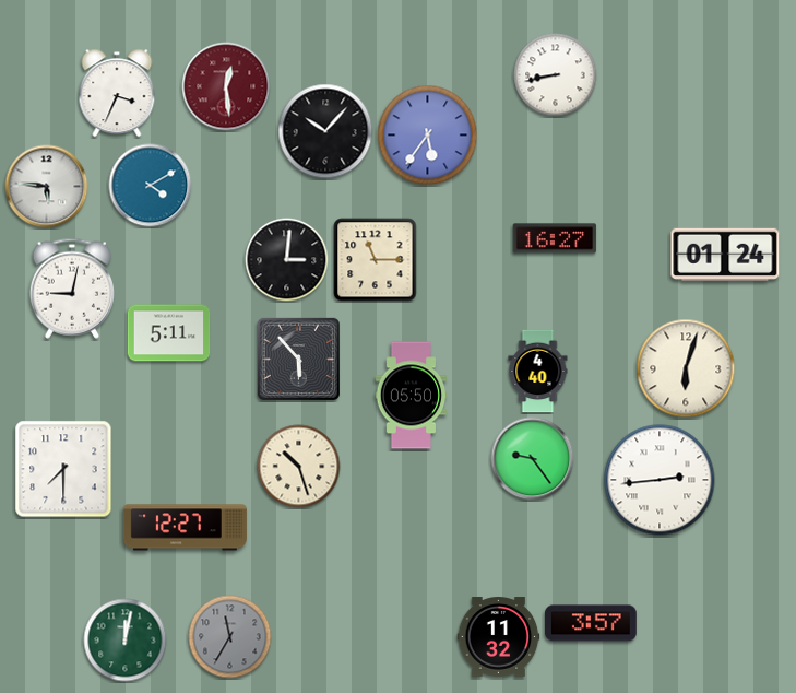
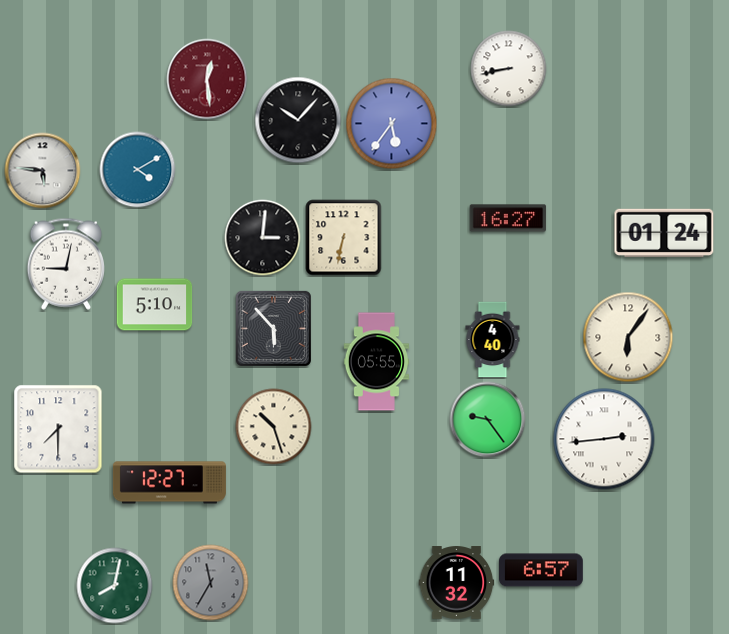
clock at (117, 93): 3:34 -> none
clock at (376, 260): 11:15 -> 6:32
clock at (169, 333): 5:11 -> 5:10
clock at (686, 368): 6:03 -> 6:06
clock at (412, 396): 05:50 -> 05:55
clock at (592, 623): 3:57 -> 6:57
clock at (126, 641): 12:02 -> 8:02
